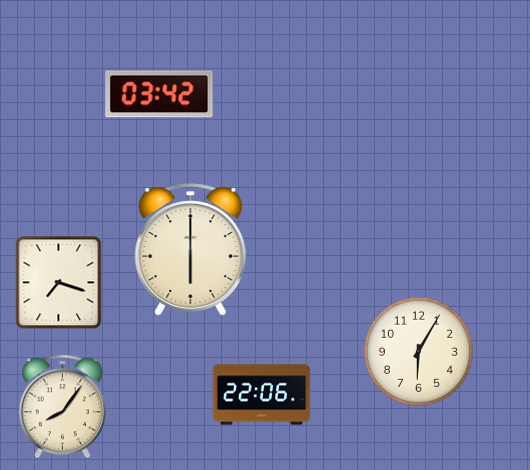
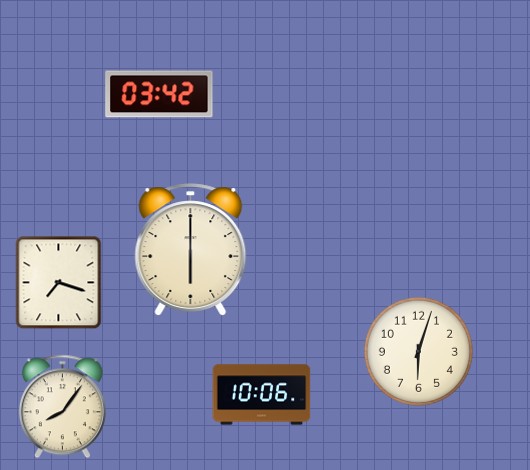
clock at (418, 351): 6:05 -> 6:03
clock at (262, 395): 22:06 -> 10:06
